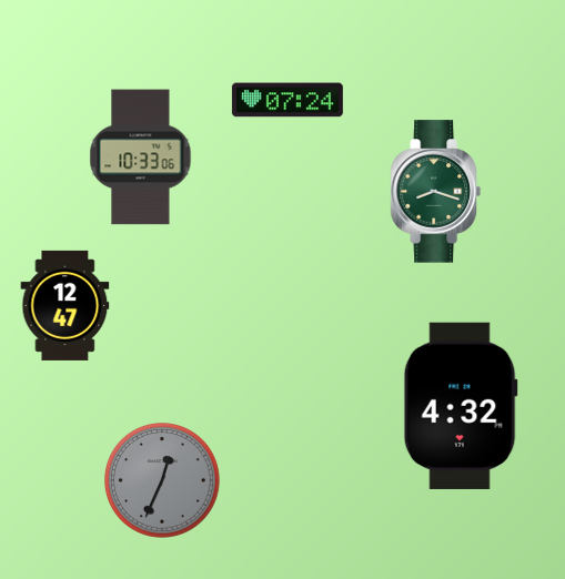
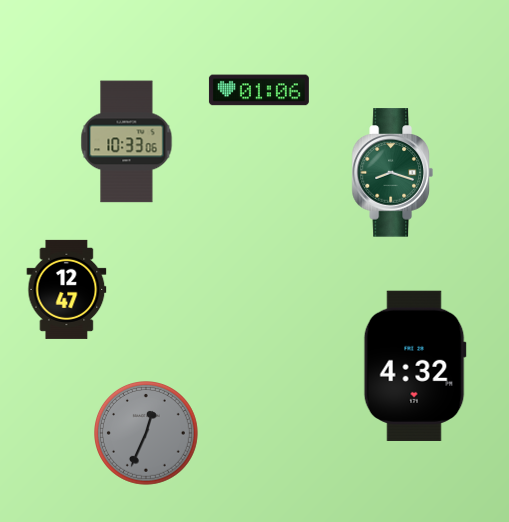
clock at (287, 100): 07:24 -> 01:06
clock at (65, 305) position: (65, 305) -> (67, 289)
